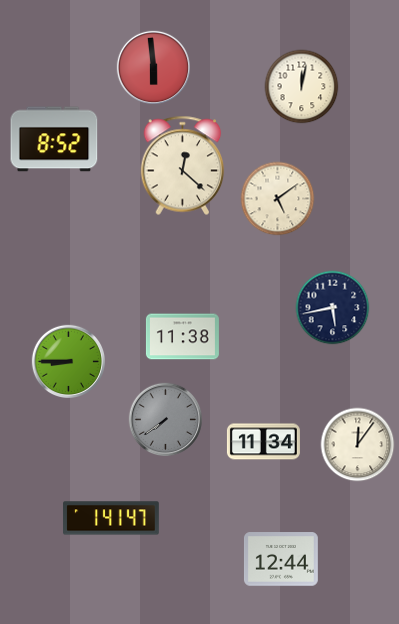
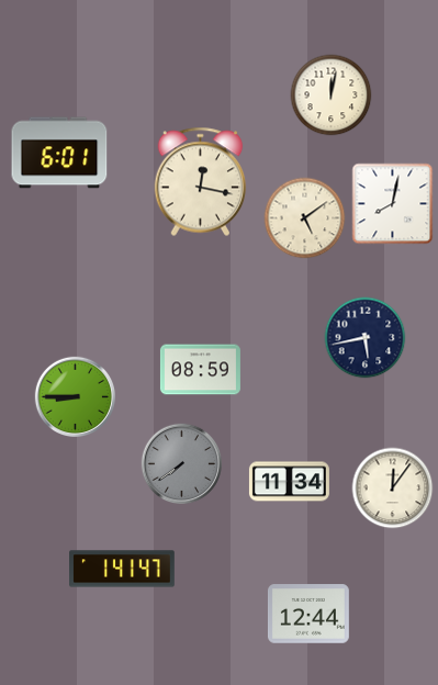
clock at (153, 67): 5:59 -> none
clock at (54, 139): 8:52 -> 6:01
clock at (183, 166): 12:22 -> 12:17
clock at (393, 204): none -> 8:02
clock at (182, 337): 11:38 -> 08:59
clock at (165, 419) position: (165, 419) -> (181, 463)
clock at (263, 442) position: (263, 442) -> (289, 482)
